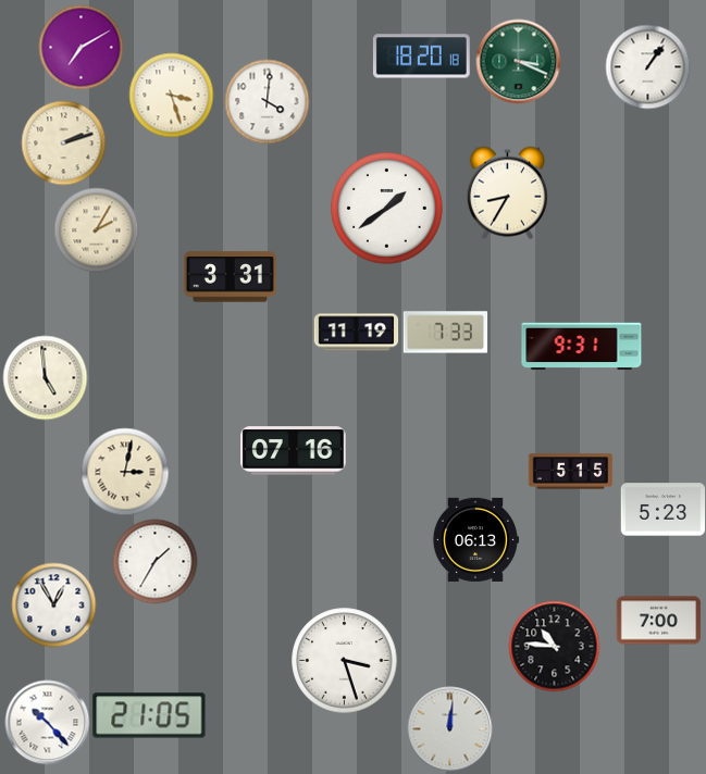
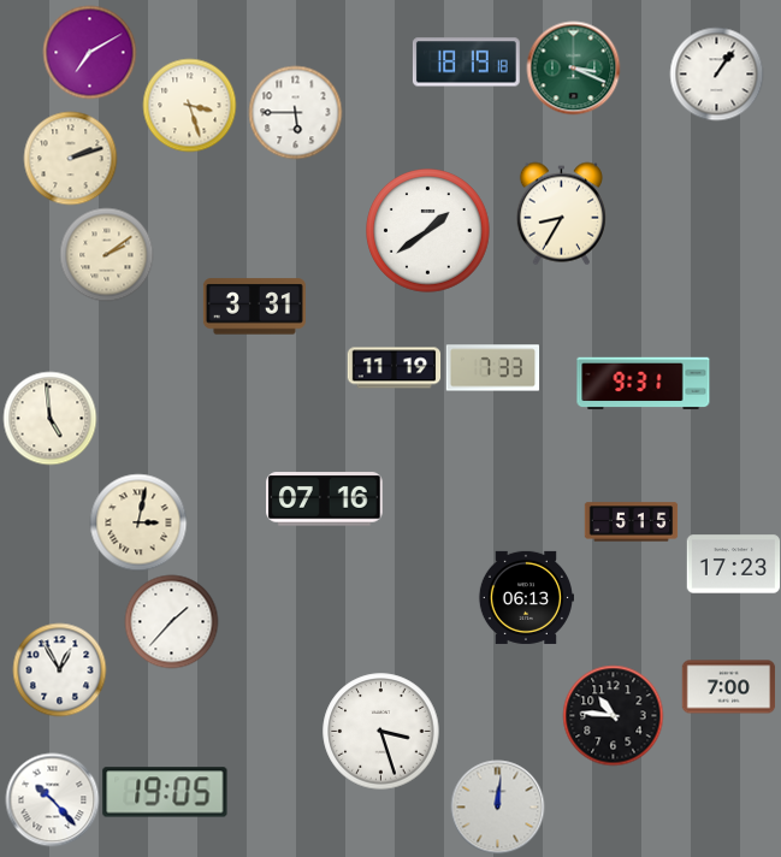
clock at (421, 57): 18:20 -> 18:19
clock at (267, 101): 4:01 -> 5:45
clock at (96, 229): 2:05 -> 2:09
clock at (662, 510): 5:23 -> 17:23
clock at (154, 561): 1:35 -> 1:37
clock at (149, 715): 21:05 -> 19:05
